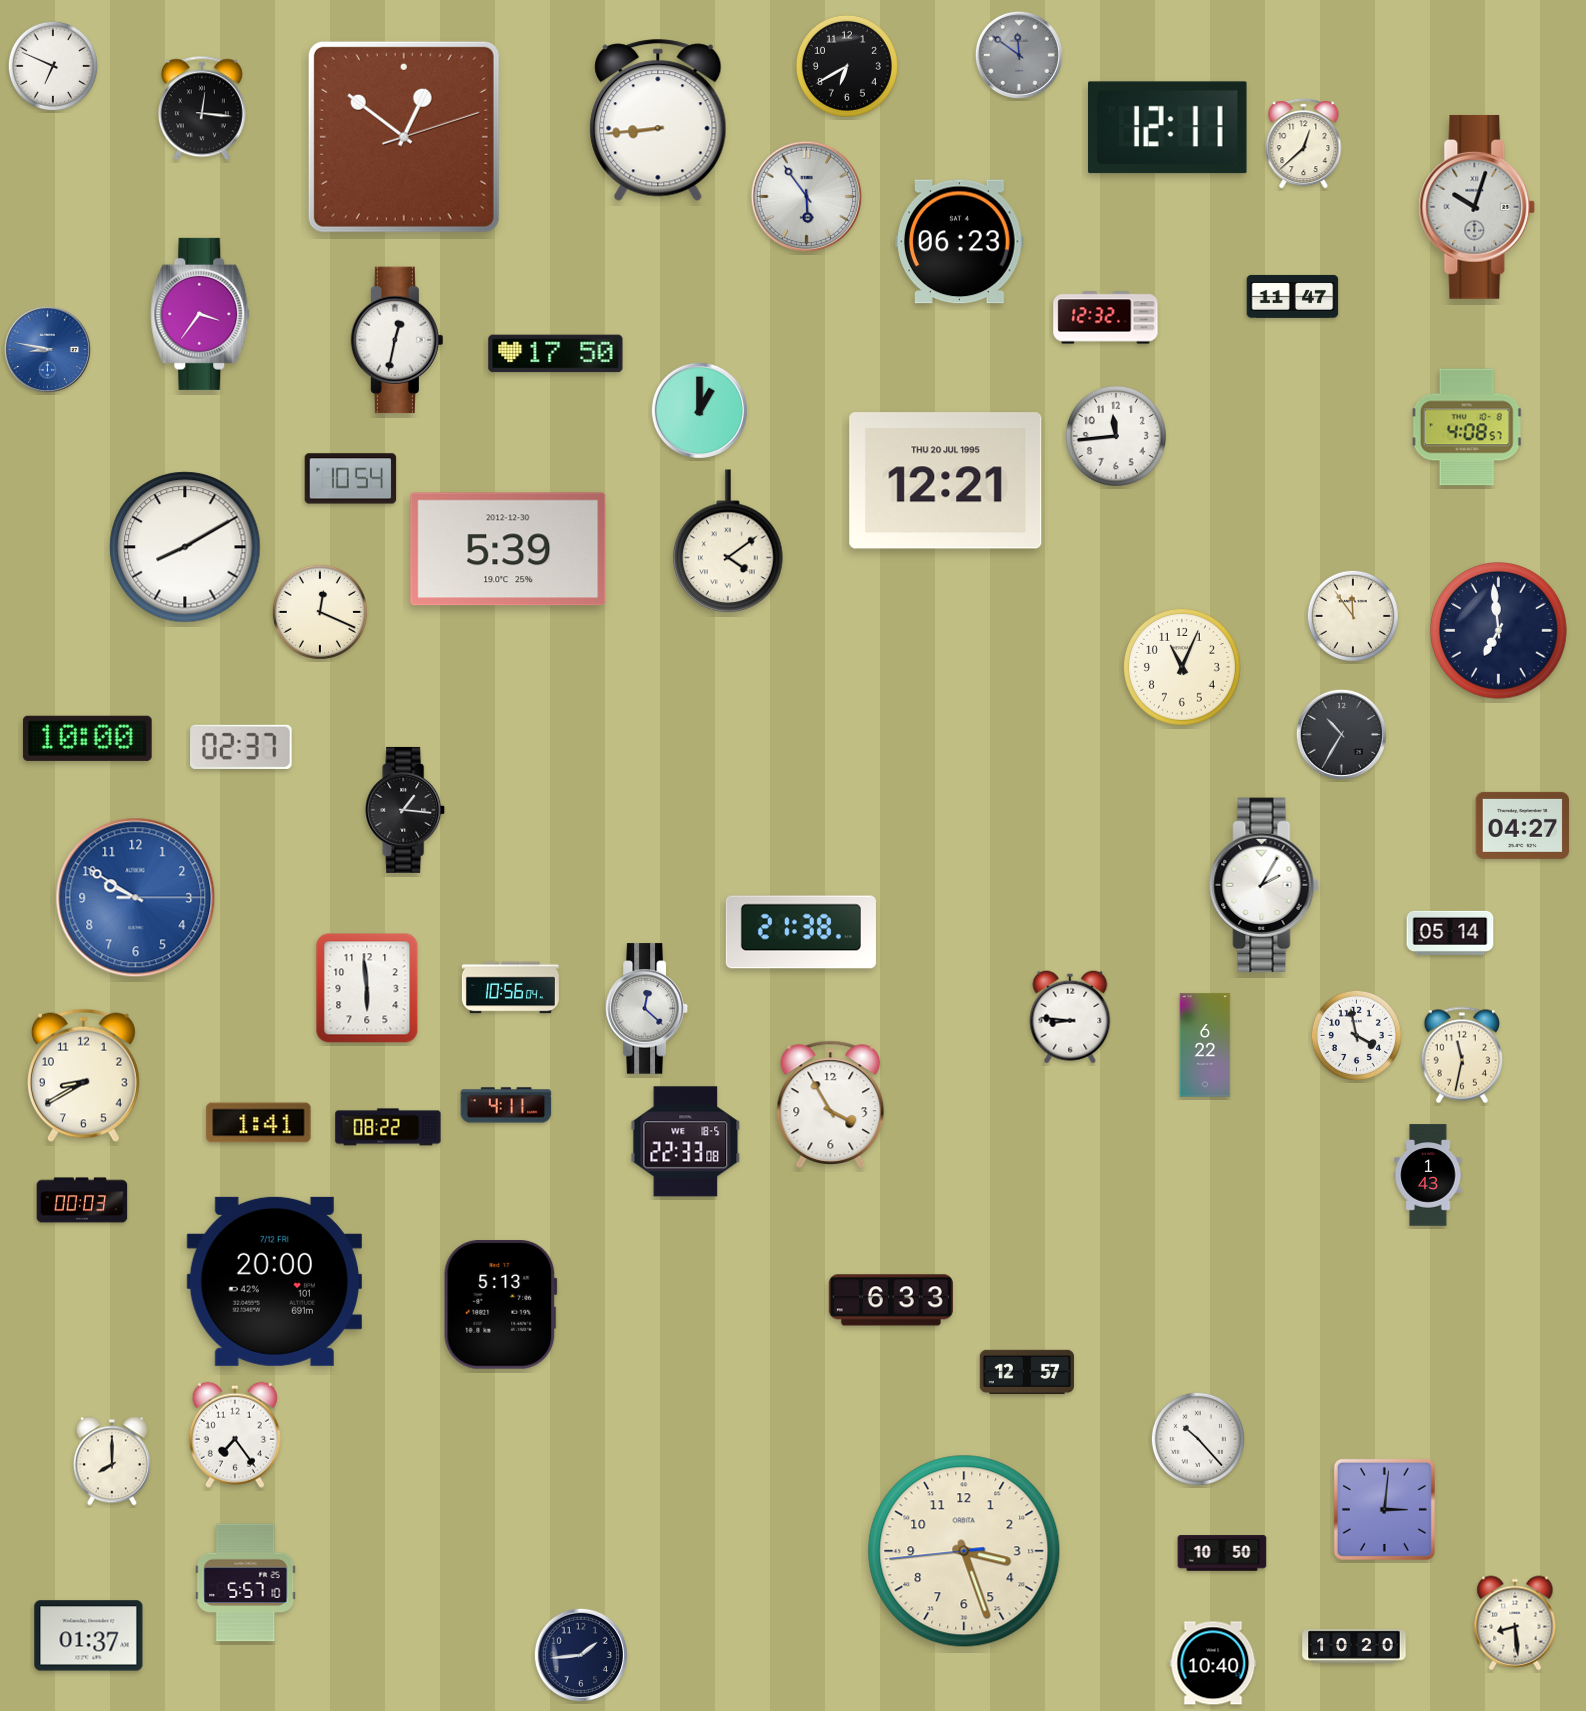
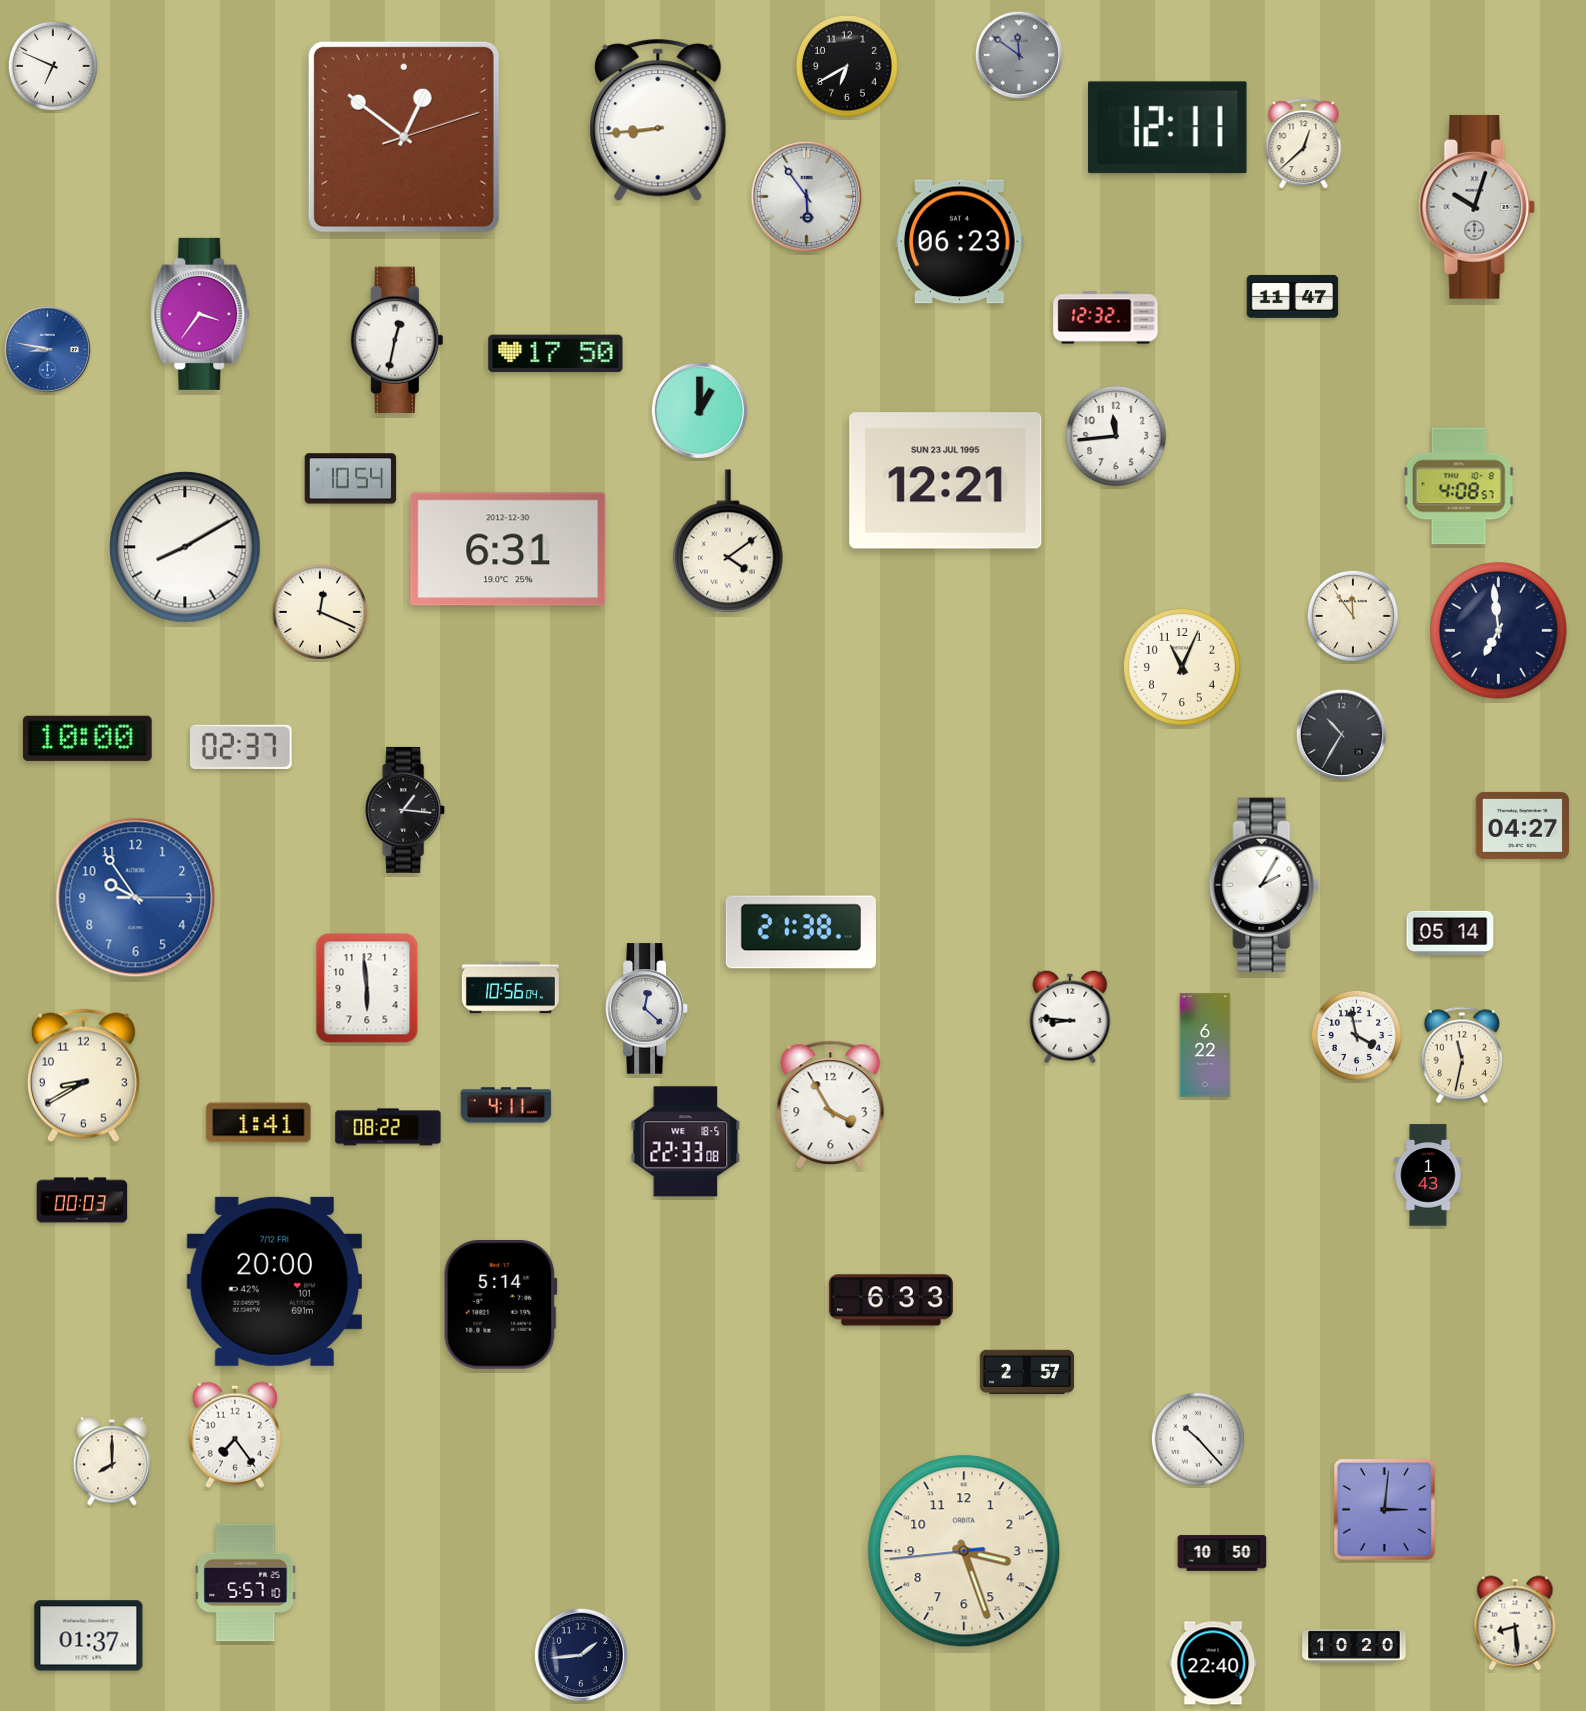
clock at (202, 108): 12:16 -> none
clock at (1467, 427) position: (1467, 427) -> (1459, 486)
clock at (946, 481) date: THU 20 JUL 1995 -> SUN 23 JUL 1995
clock at (508, 549): 5:39 -> 6:31
clock at (136, 898): 9:50 -> 9:54
clock at (500, 1304): 5:13 -> 5:14
clock at (1026, 1371): 12:57 -> 2:57
clock at (1213, 1663): 10:40 -> 22:40
